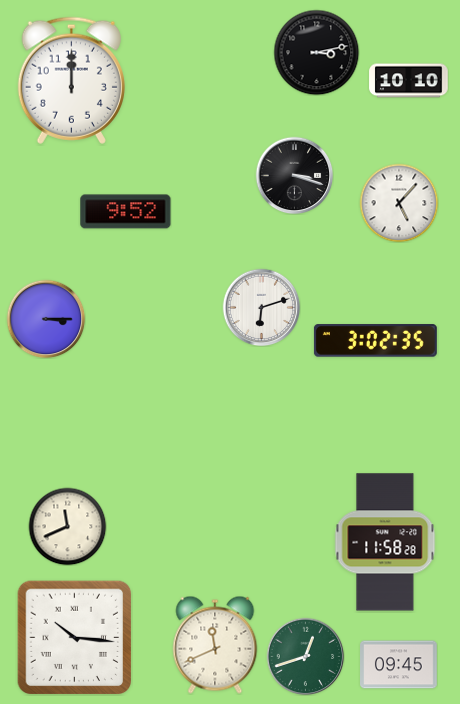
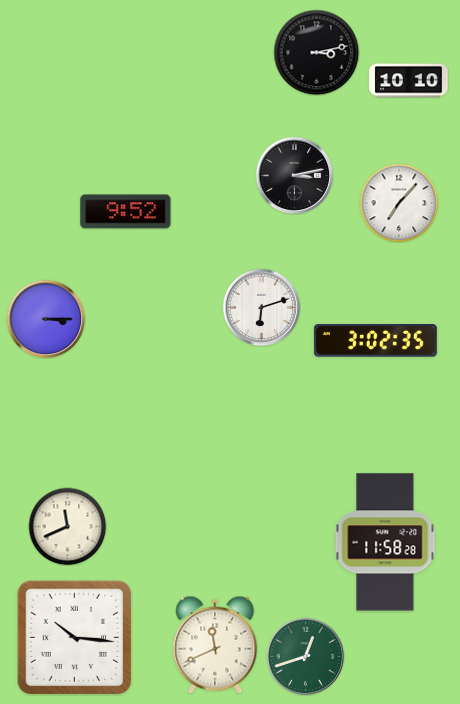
clock at (71, 80): 12:00 -> none
clock at (294, 175): 3:18 -> 3:13
clock at (399, 203): 5:07 -> 7:07
clock at (399, 665): 09:45 -> none
